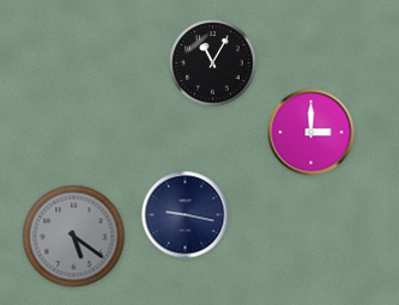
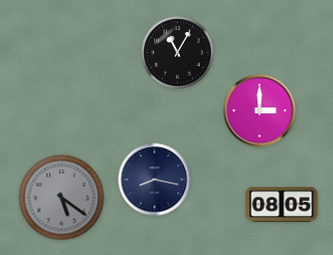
clock at (186, 215): 9:17 -> 8:17
clock at (282, 204): none -> 08:05
